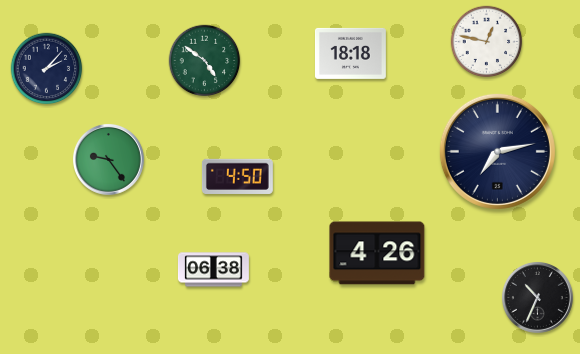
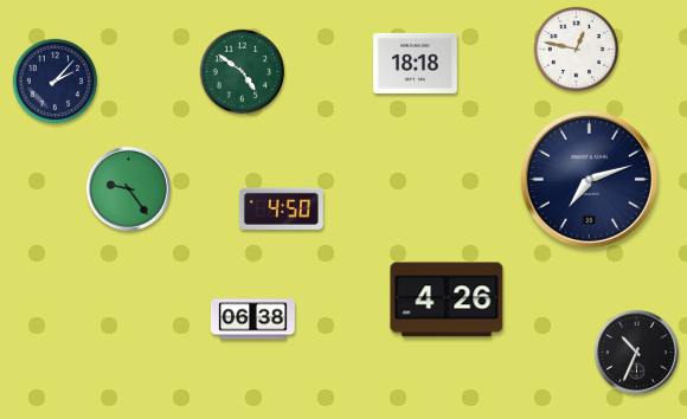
clock at (497, 151): 7:13 -> 7:12
